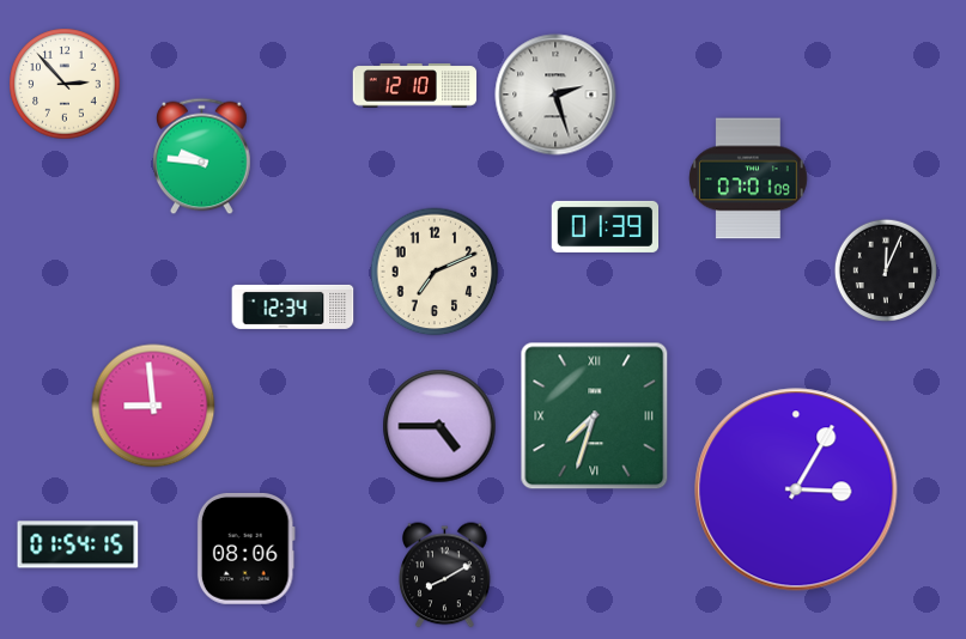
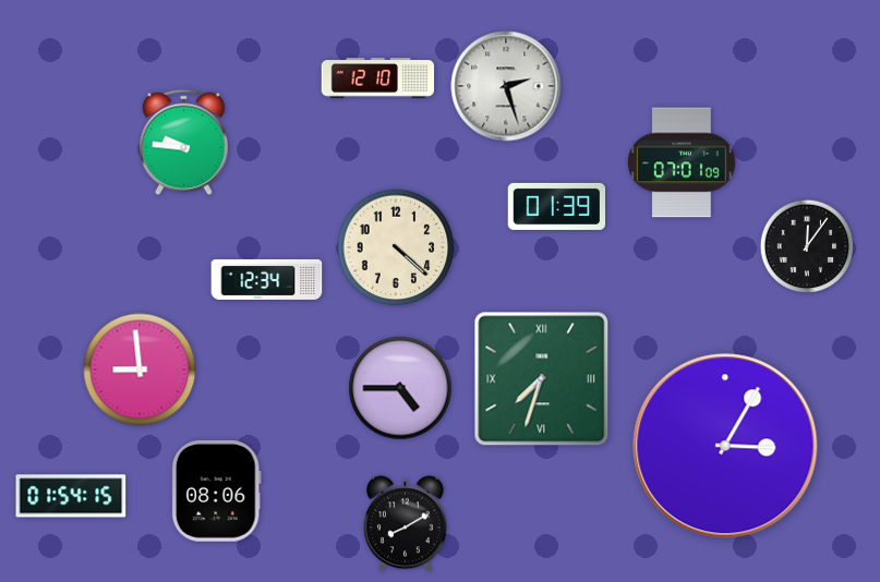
clock at (65, 84): 2:53 -> none
clock at (606, 226) position: (606, 226) -> (557, 206)
clock at (885, 269): 12:04 -> 12:06
clock at (435, 272): 7:11 -> 4:22
clock at (245, 548) position: (245, 548) -> (216, 490)
